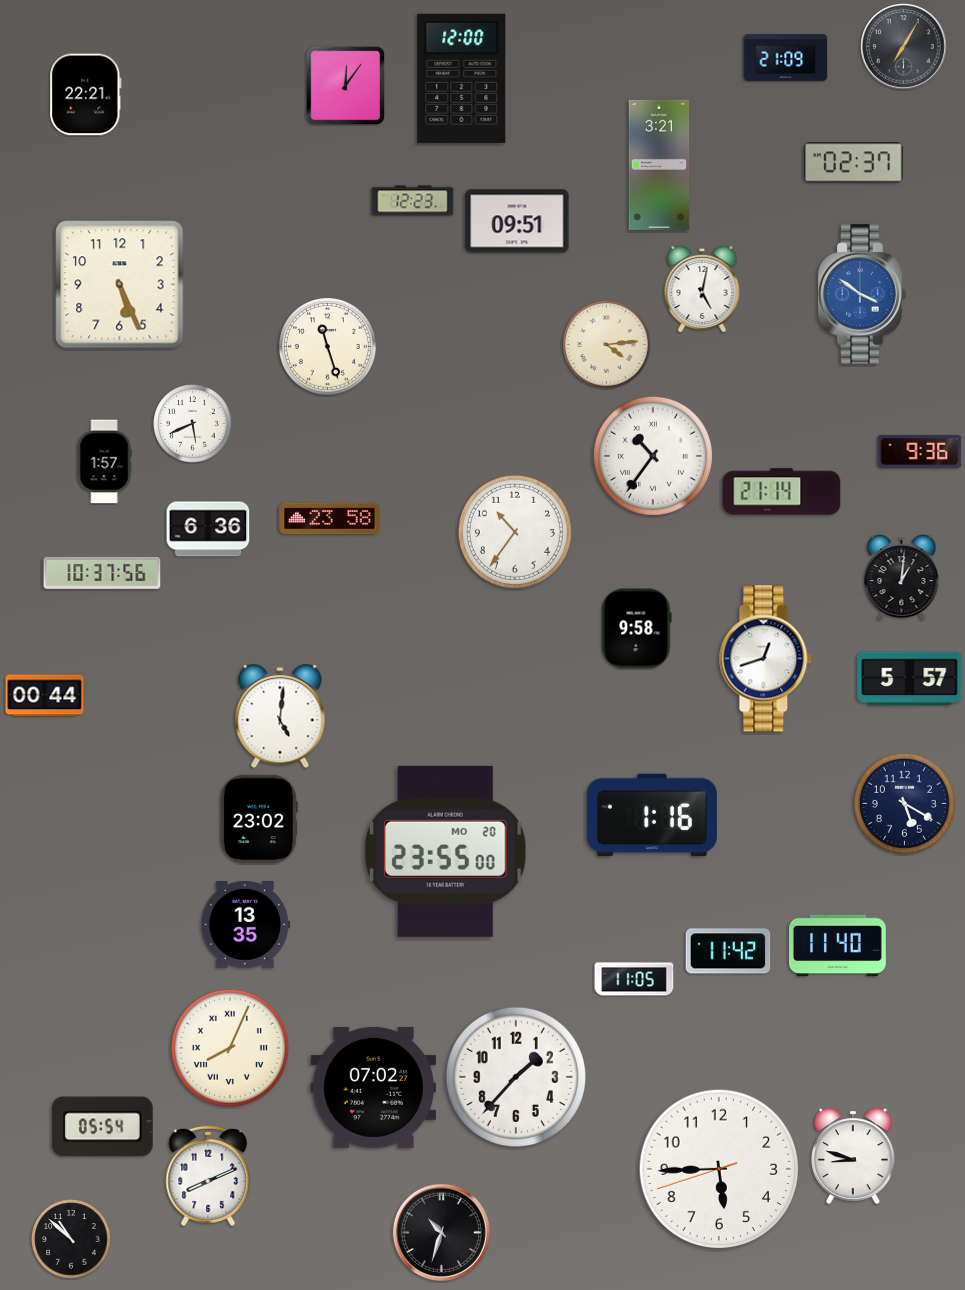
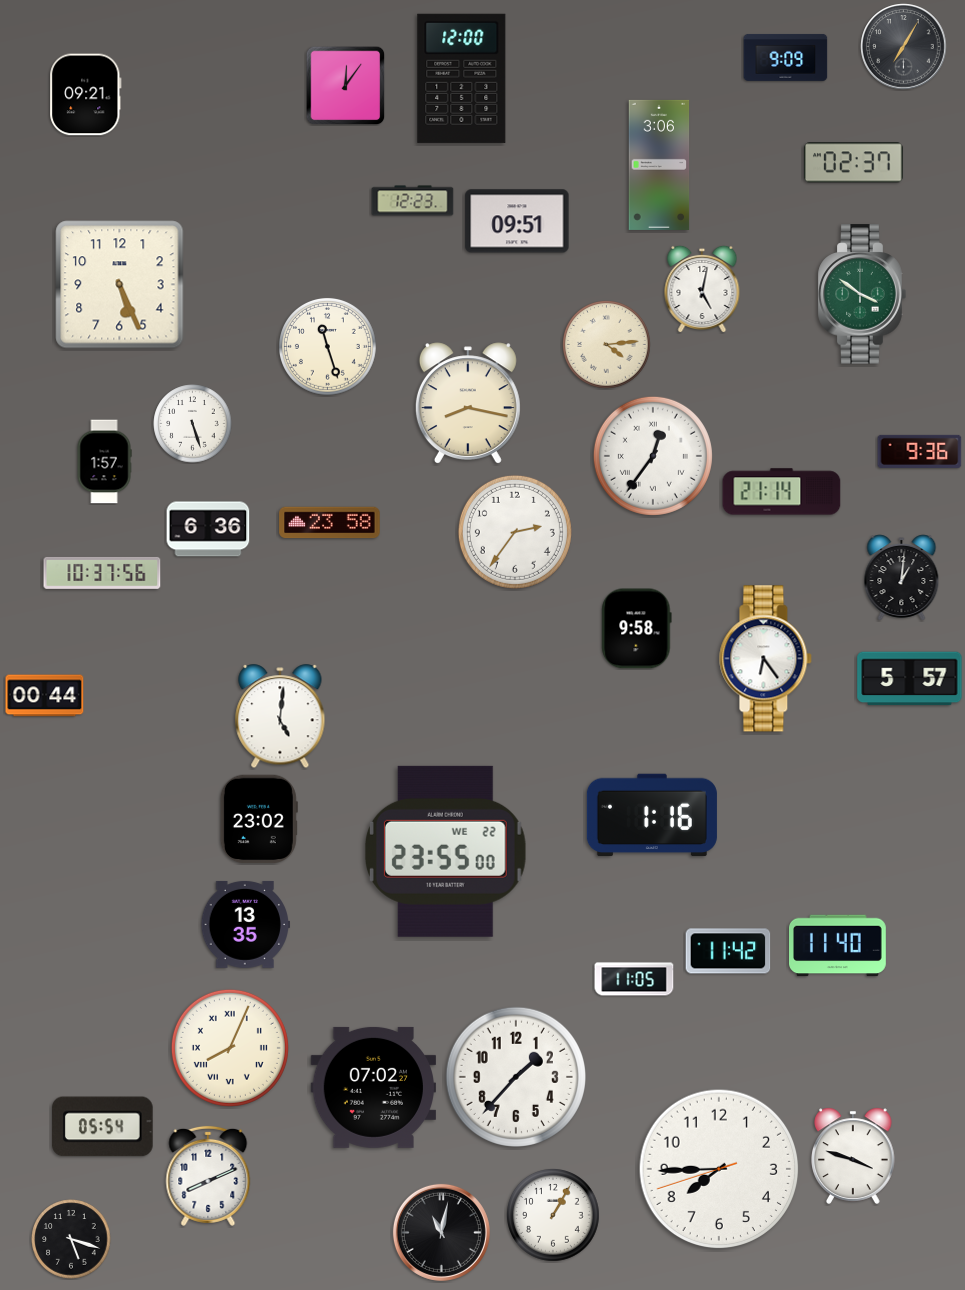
clock at (786, 57): 21:09 -> 9:09
clock at (86, 95): 22:21 -> 09:21
clock at (659, 165): 3:21 -> 3:06
clock at (862, 294) dial: blue -> green
clock at (468, 403): none -> 8:17
clock at (193, 424): 5:41 -> 5:27
clock at (653, 456): 10:36 -> 12:36
clock at (330, 519) position: (330, 519) -> (330, 523)
clock at (515, 532): 10:36 -> 2:36
clock at (766, 659): 12:42 -> 6:24
clock at (904, 803): 5:20 -> none
clock at (445, 851) date: MO 20 -> WE 22
clock at (853, 1156): 8:48 -> 3:48
clock at (719, 1169): 5:44 -> 7:44
clock at (554, 1216): none -> 1:05
clock at (441, 1232): 10:33 -> 11:02
clock at (71, 1239): 10:52 -> 5:18
